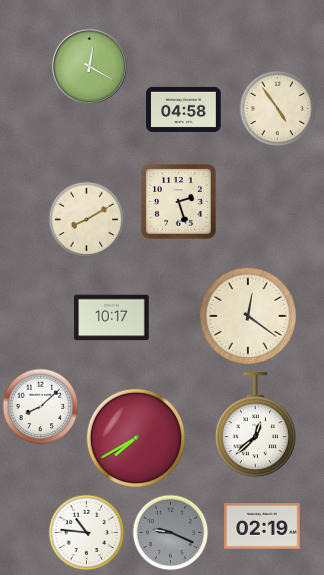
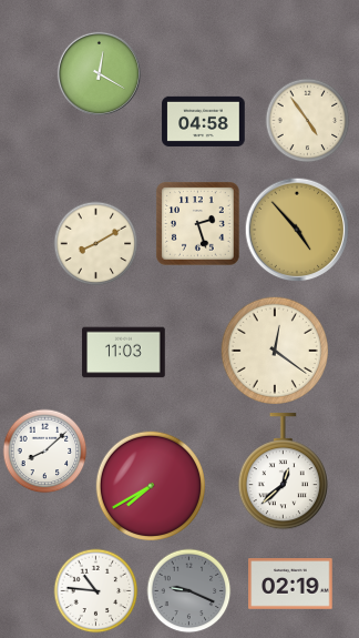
clock at (297, 230): none -> 4:53
clock at (112, 318): 10:17 -> 11:03
